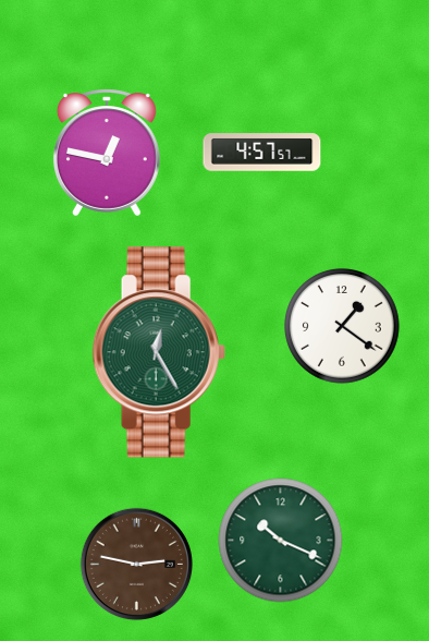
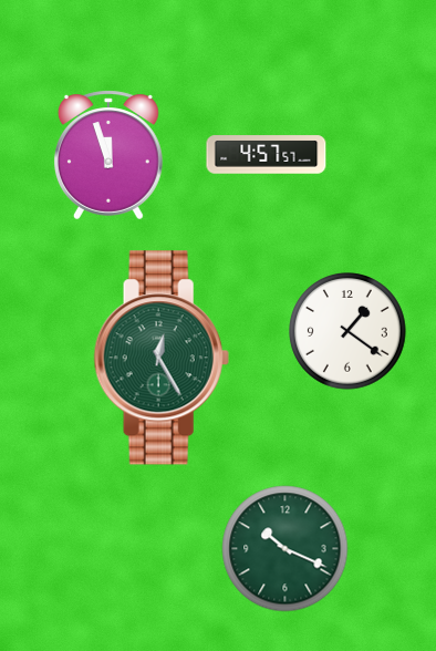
clock at (107, 153): 12:47 -> 11:57
clock at (136, 564): 2:47 -> none
